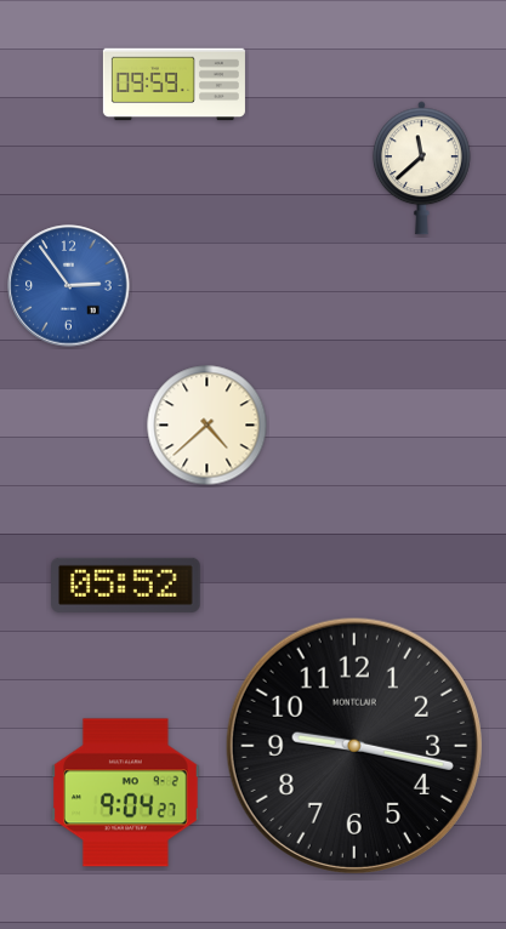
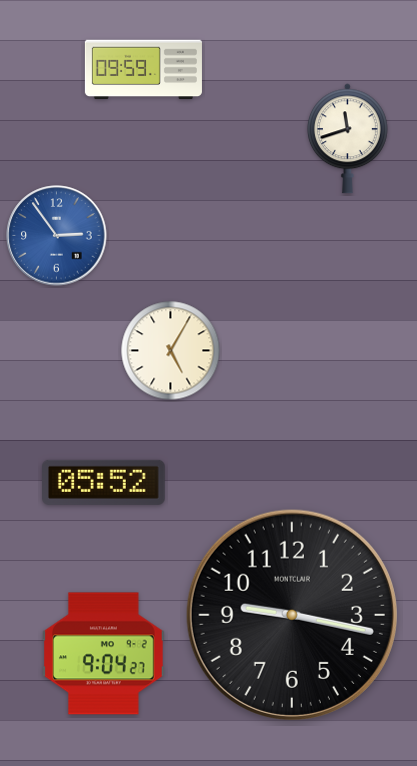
clock at (421, 169): 11:38 -> 11:42
clock at (207, 426): 4:38 -> 5:05
